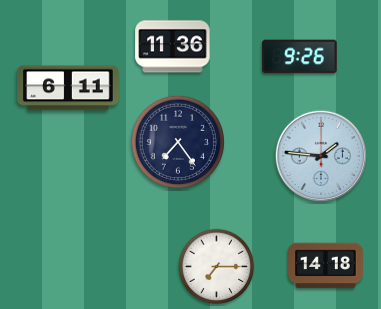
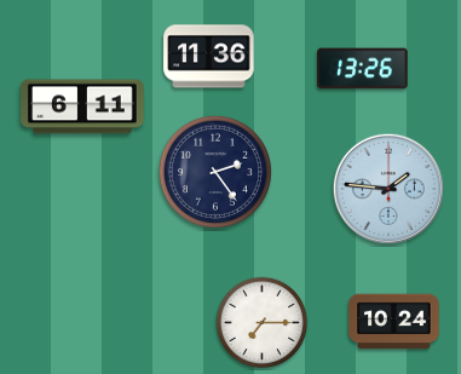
clock at (300, 57): 9:26 -> 13:26
clock at (178, 142): 7:24 -> 2:24
clock at (326, 266): 14:18 -> 10:24
